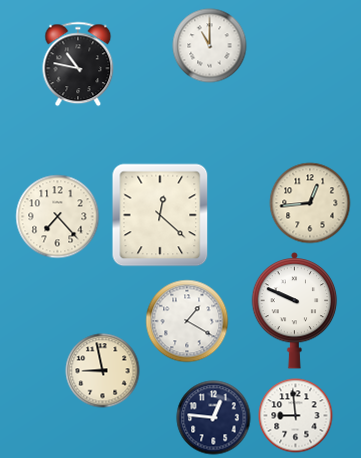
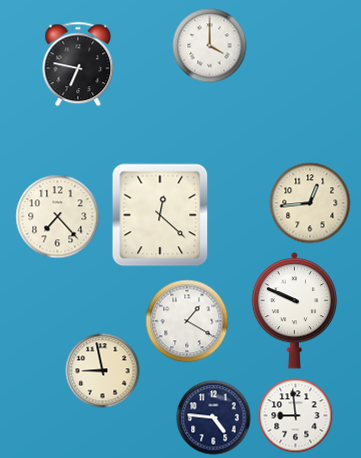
clock at (210, 46): 11:00 -> 4:00
clock at (78, 64): 10:47 -> 6:47
clock at (214, 418): 12:46 -> 4:46
